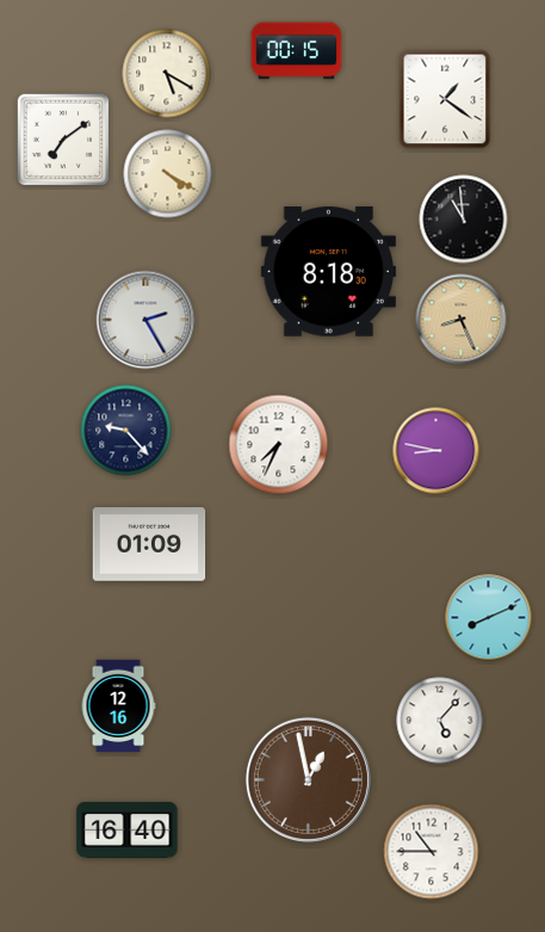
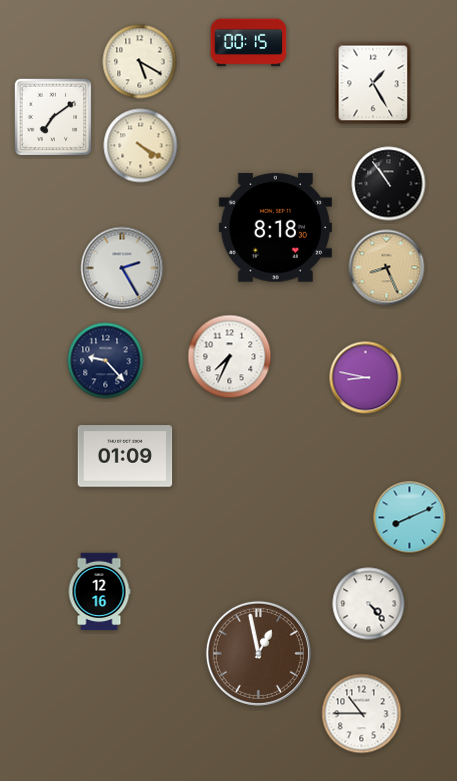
clock at (445, 99): 1:21 -> 1:25
clock at (464, 220): 10:59 -> 10:54
clock at (279, 445) position: (279, 445) -> (230, 357)
clock at (440, 721): 5:07 -> 4:23
clock at (128, 829): 16:40 -> none
